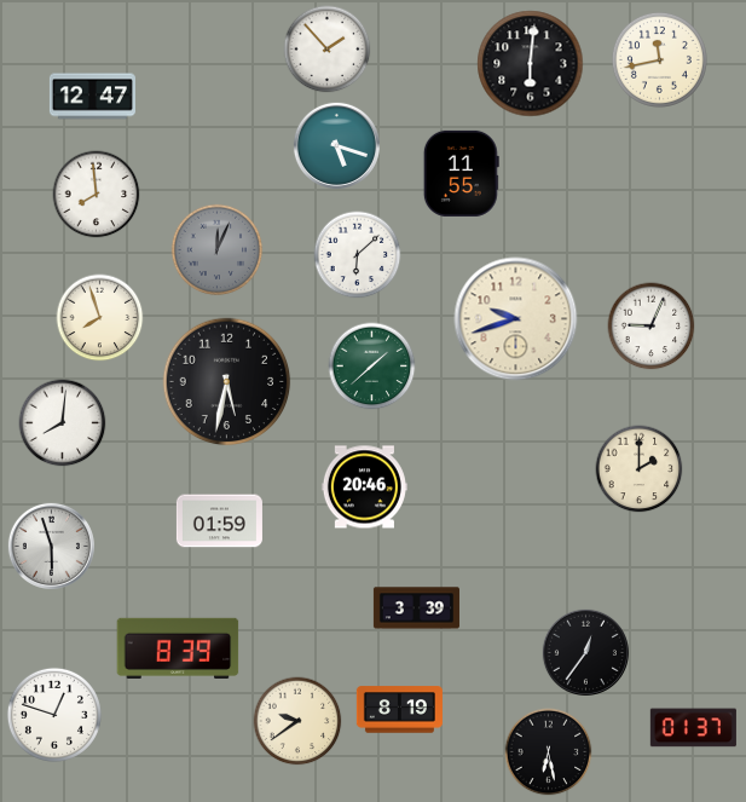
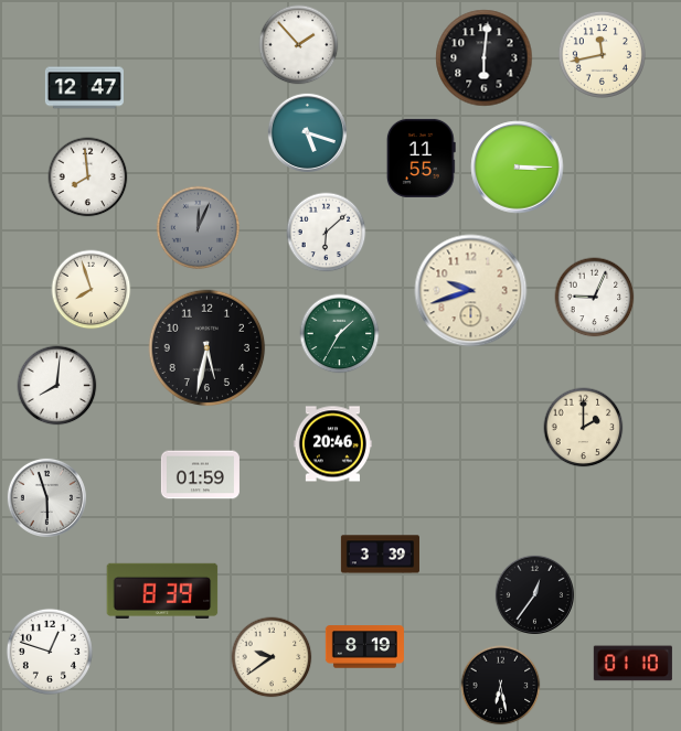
clock at (518, 168): none -> 3:15
clock at (372, 367): 1:38 -> 1:35
clock at (693, 728): 01:37 -> 01:10
